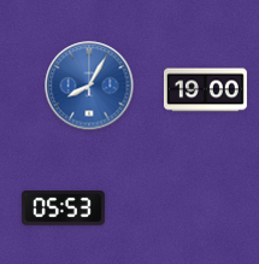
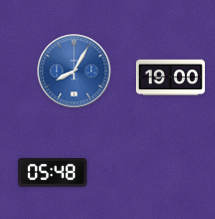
clock at (205, 90) position: (205, 90) -> (170, 78)
clock at (63, 209): 05:53 -> 05:48
